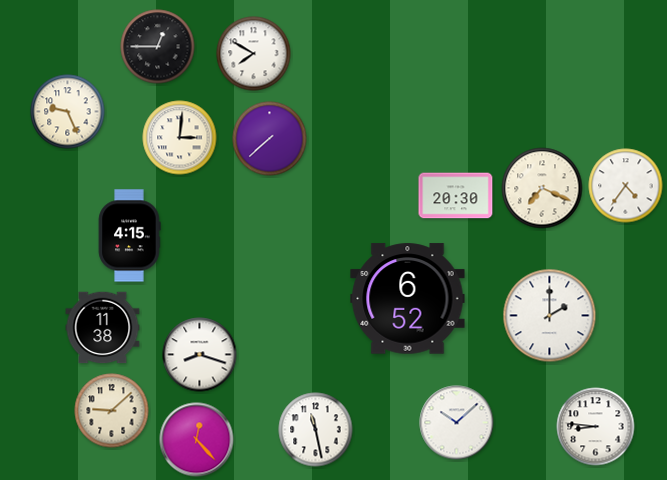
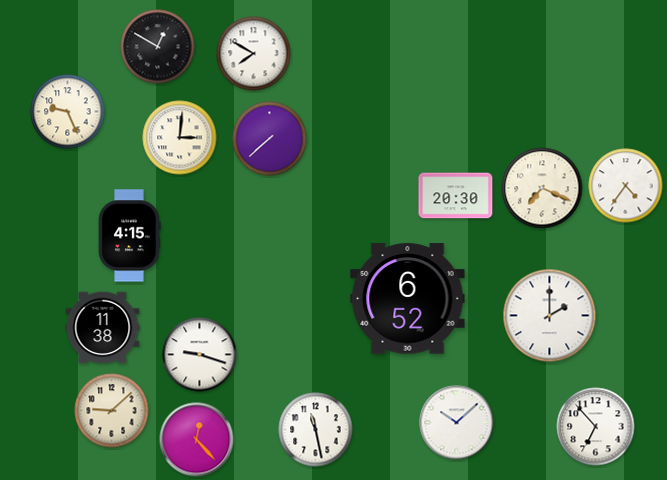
clock at (158, 47): 12:45 -> 12:50
clock at (200, 355): 8:18 -> 9:18
clock at (596, 427): 8:46 -> 6:53
